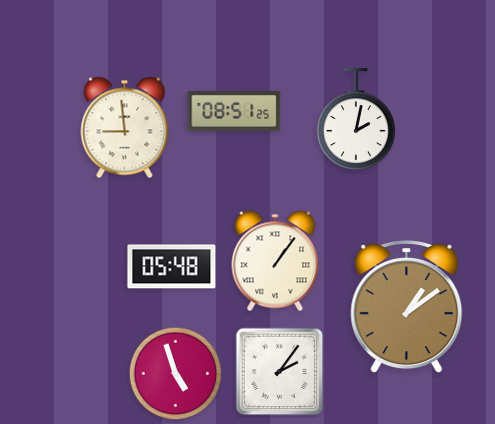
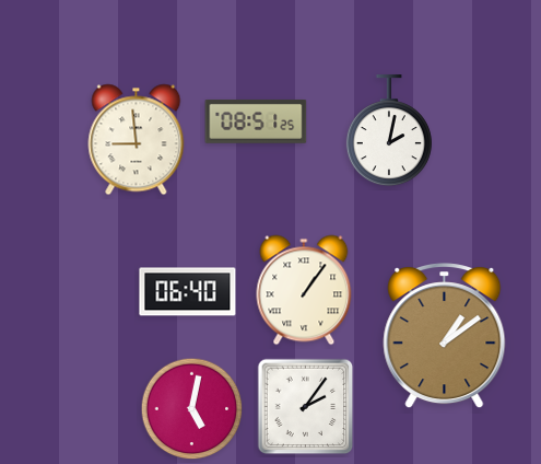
clock at (275, 261) position: (275, 261) -> (304, 290)
clock at (172, 267): 05:48 -> 06:40
clock at (176, 374): 4:57 -> 5:02
